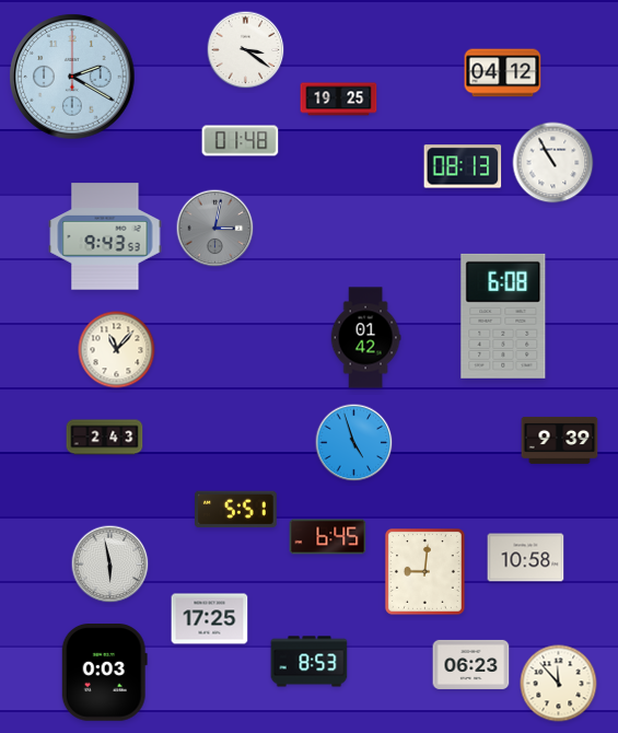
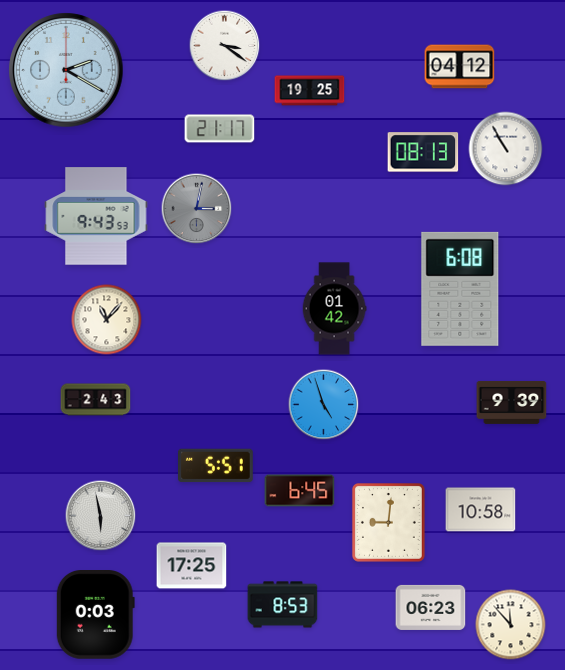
clock at (241, 141): 01:48 -> 21:17
